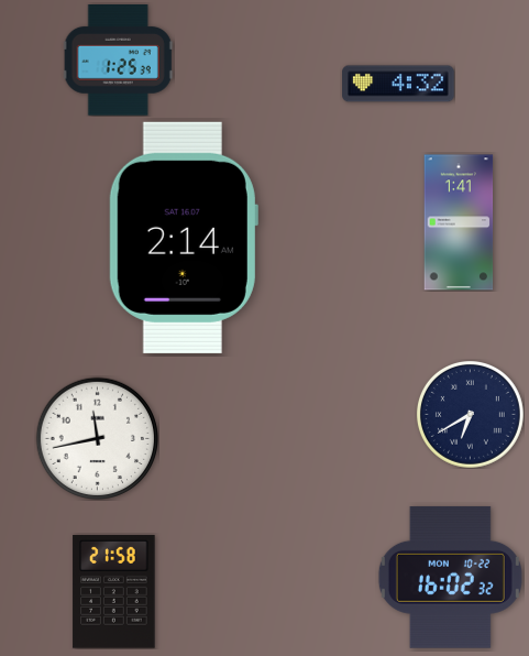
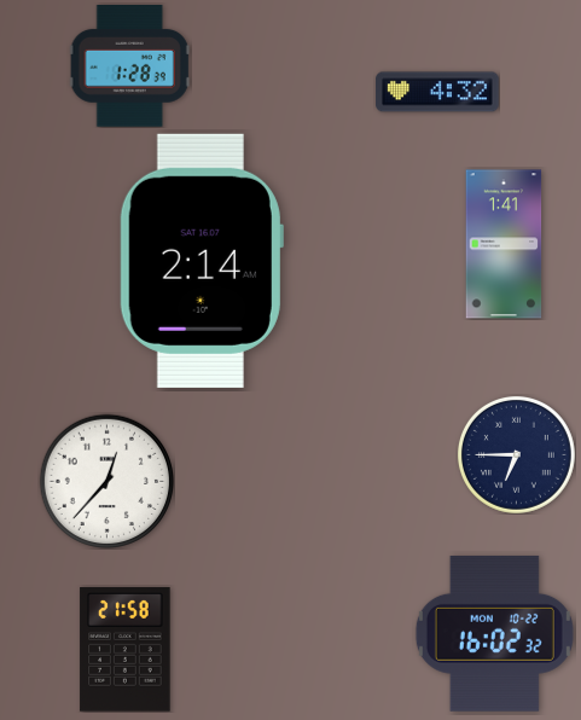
clock at (118, 61): 1:25 -> 1:28
clock at (470, 414): 6:40 -> 6:45
clock at (97, 438): 11:43 -> 12:37
